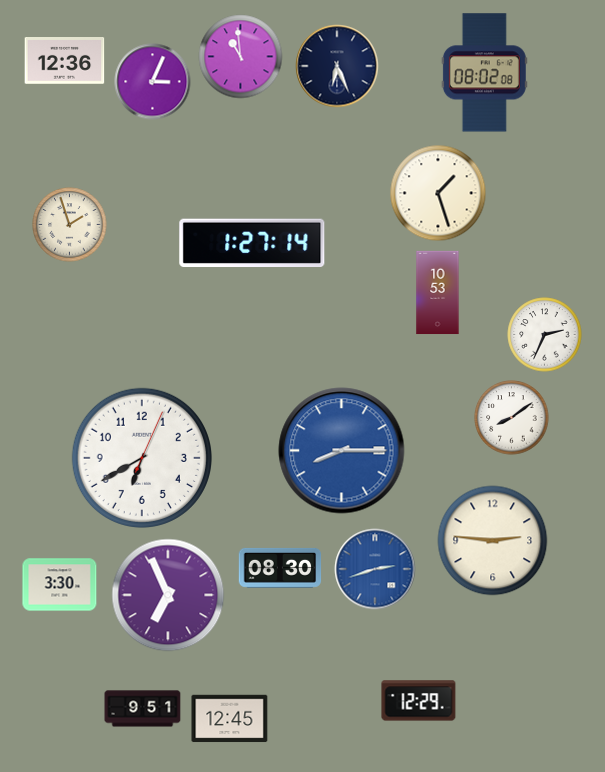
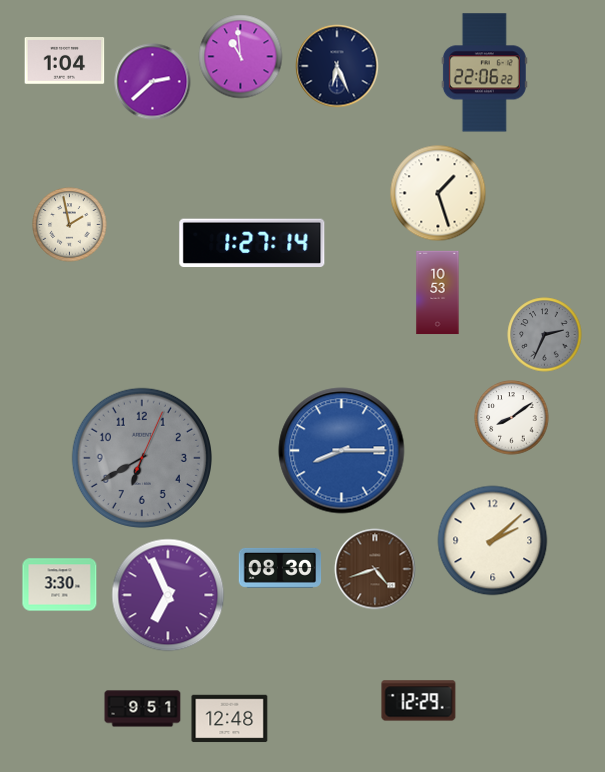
clock at (65, 61): 12:36 -> 1:04
clock at (484, 73): 08:02 -> 22:06
clock at (153, 82): 3:04 -> 2:38
clock at (70, 225): 1:57 -> 1:58
clock at (545, 335) dial: white -> grey
clock at (142, 458) dial: white -> grey
clock at (493, 541): 2:46 -> 2:08
clock at (375, 569): 2:42 -> 4:42
clock at (375, 569) dial: blue -> brown
clock at (230, 719): 12:45 -> 12:48
